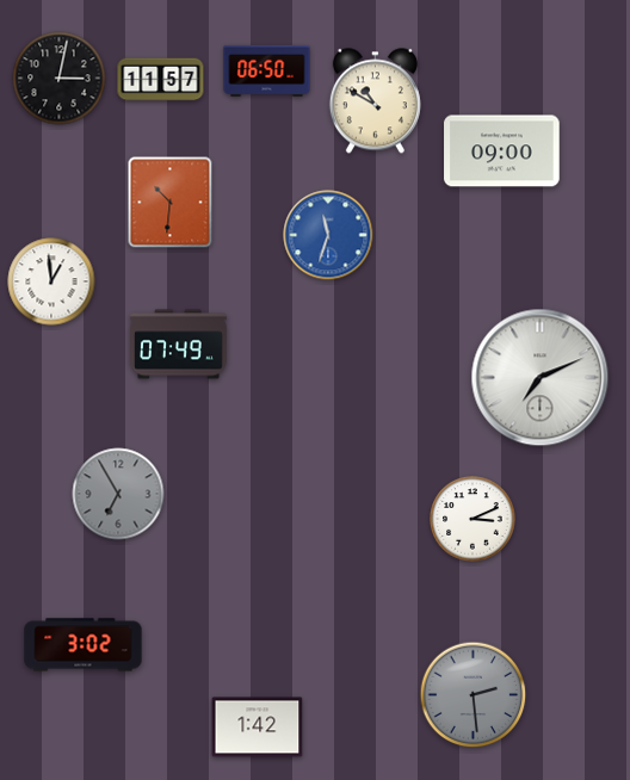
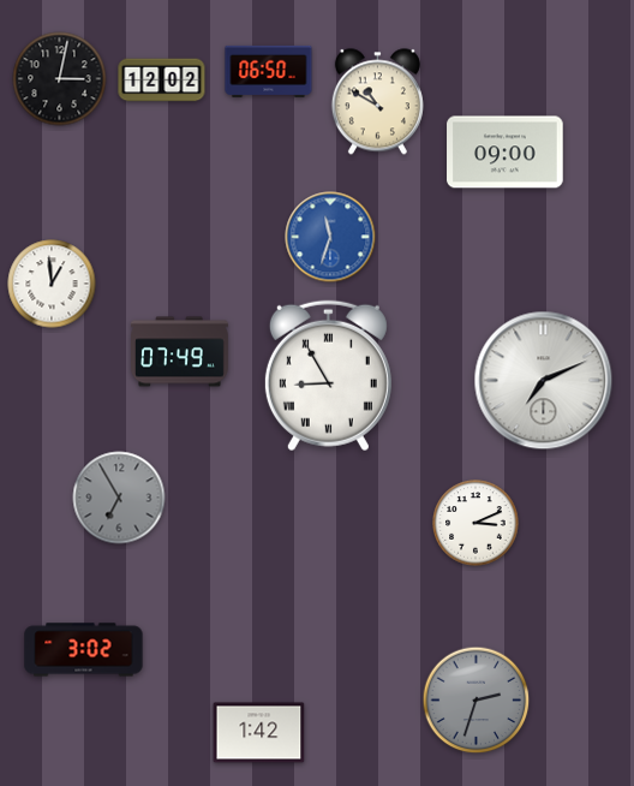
clock at (161, 80): 11:57 -> 12:02
clock at (171, 203): 10:31 -> none
clock at (179, 345) position: (179, 345) -> (180, 352)
clock at (328, 376): none -> 8:55
clock at (474, 695): 2:29 -> 2:33
